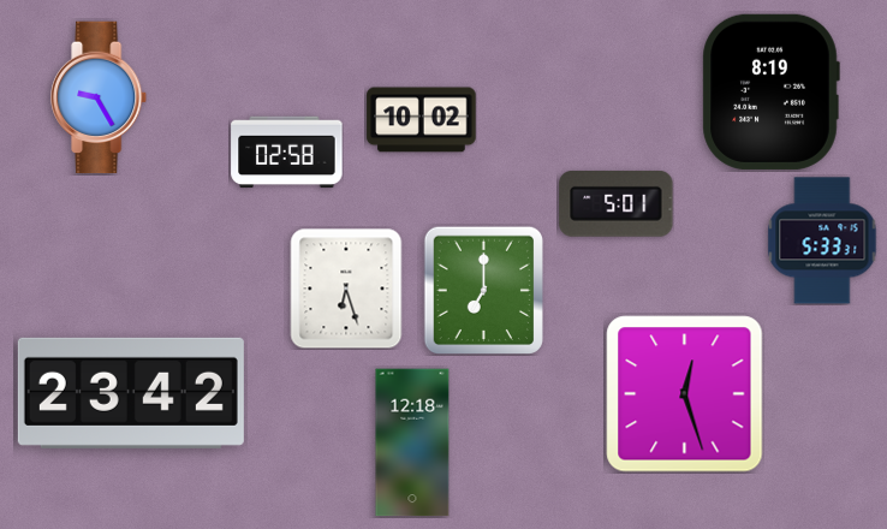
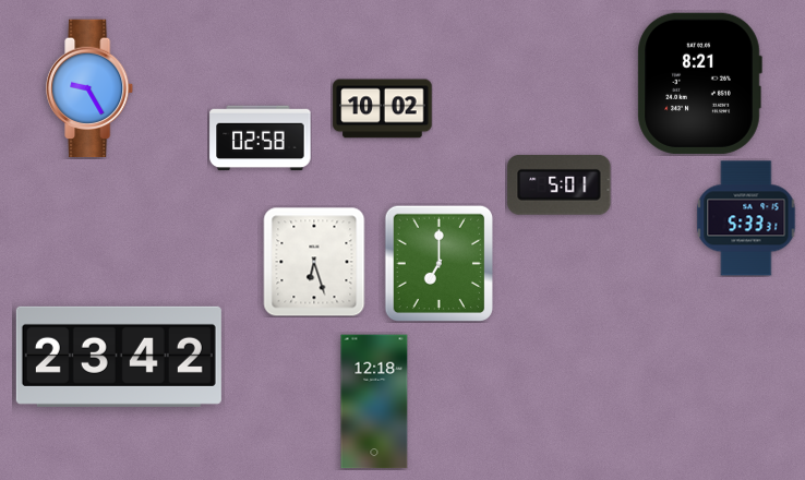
clock at (770, 91): 8:19 -> 8:21
clock at (685, 394): 12:27 -> none
